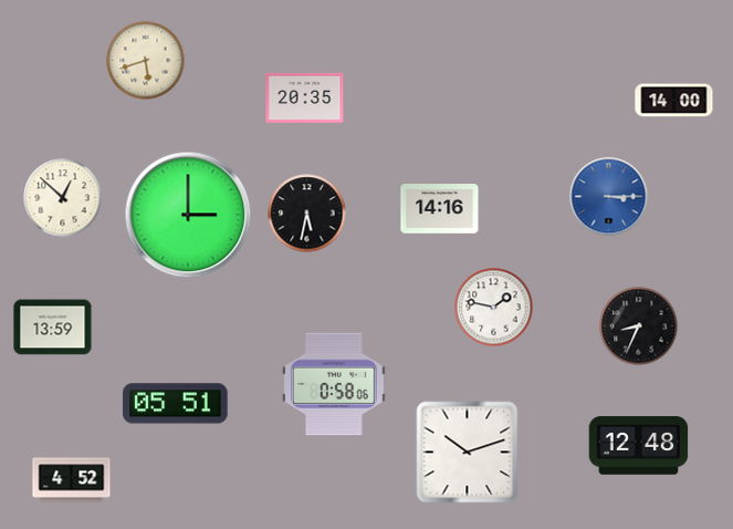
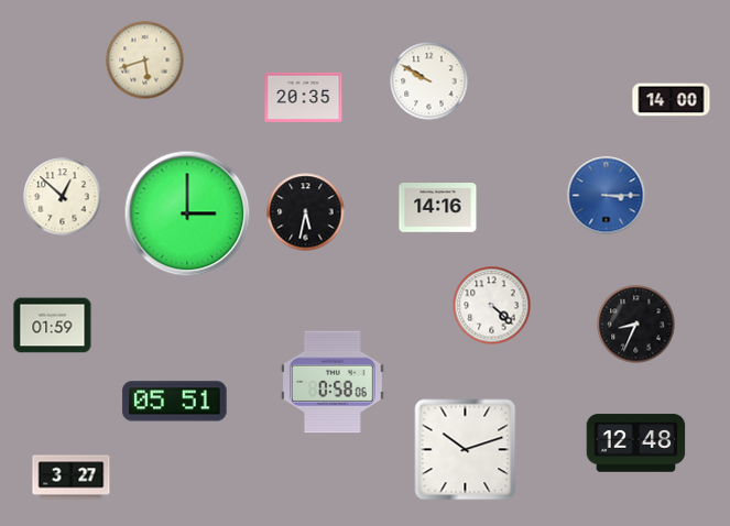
clock at (429, 81): none -> 9:50
clock at (494, 308): 1:47 -> 4:22
clock at (53, 328): 13:59 -> 01:59
clock at (72, 480): 4:52 -> 3:27
